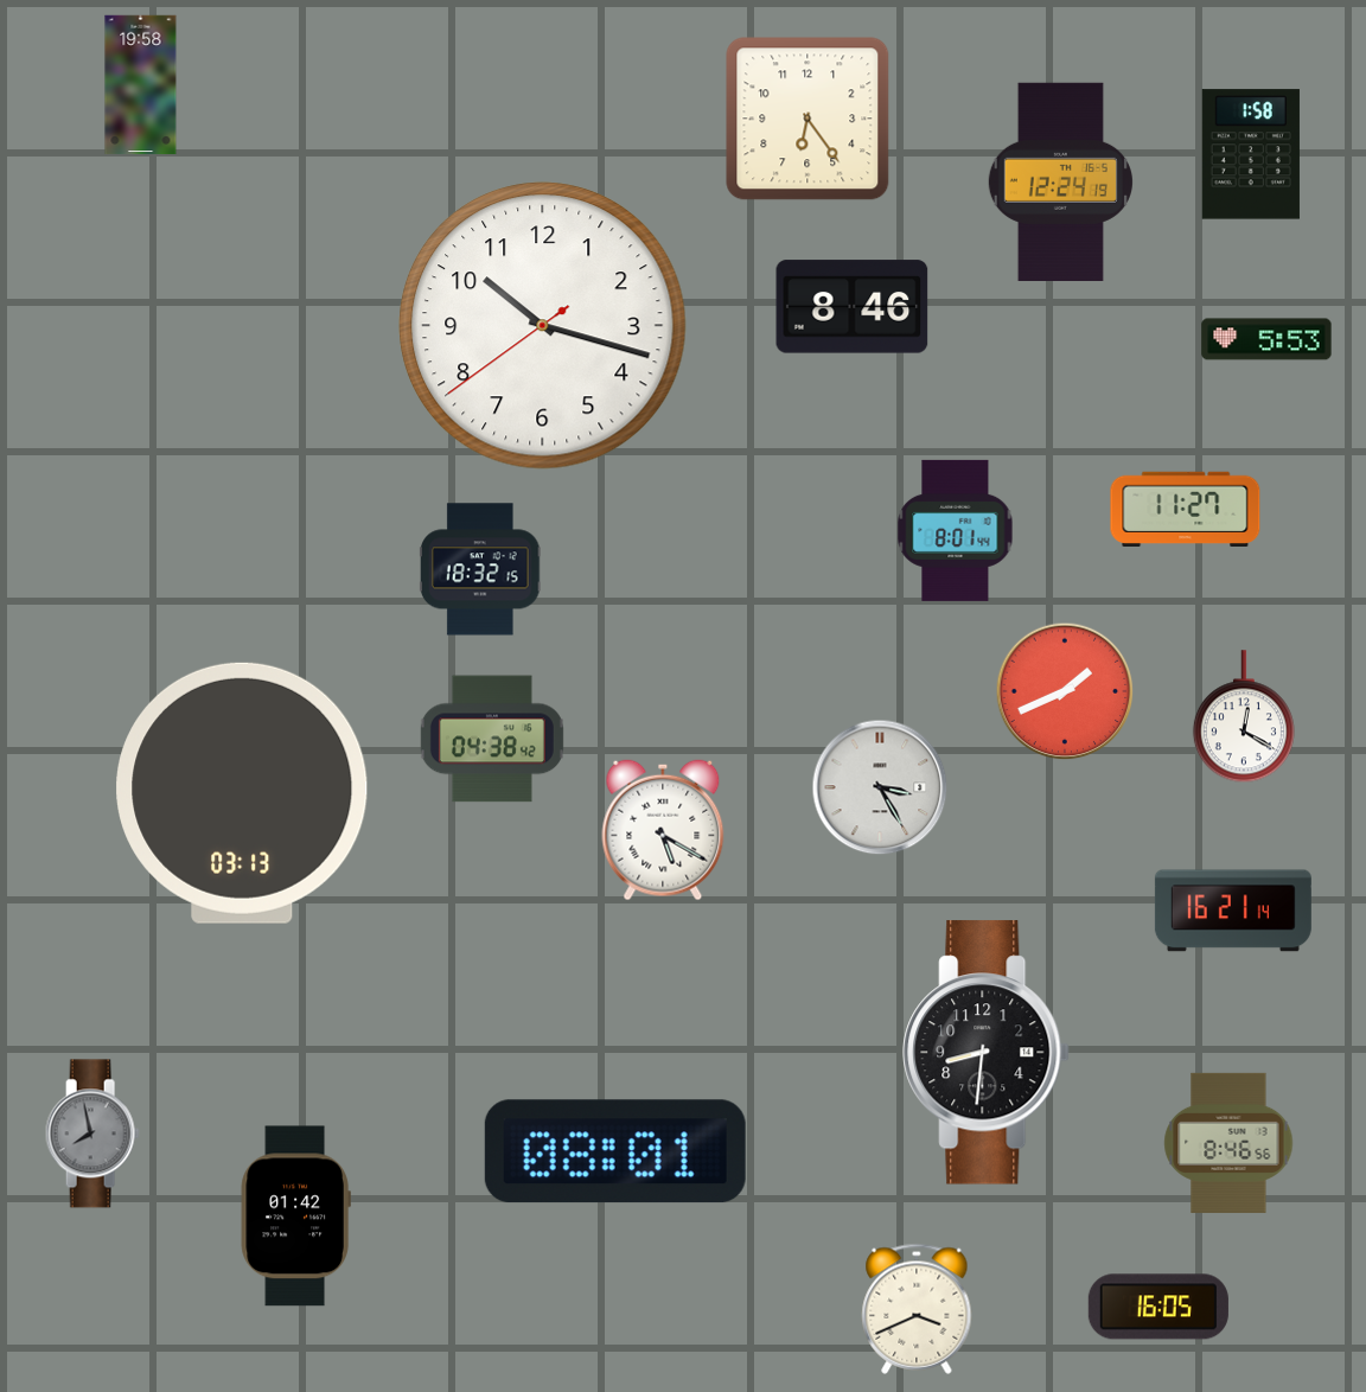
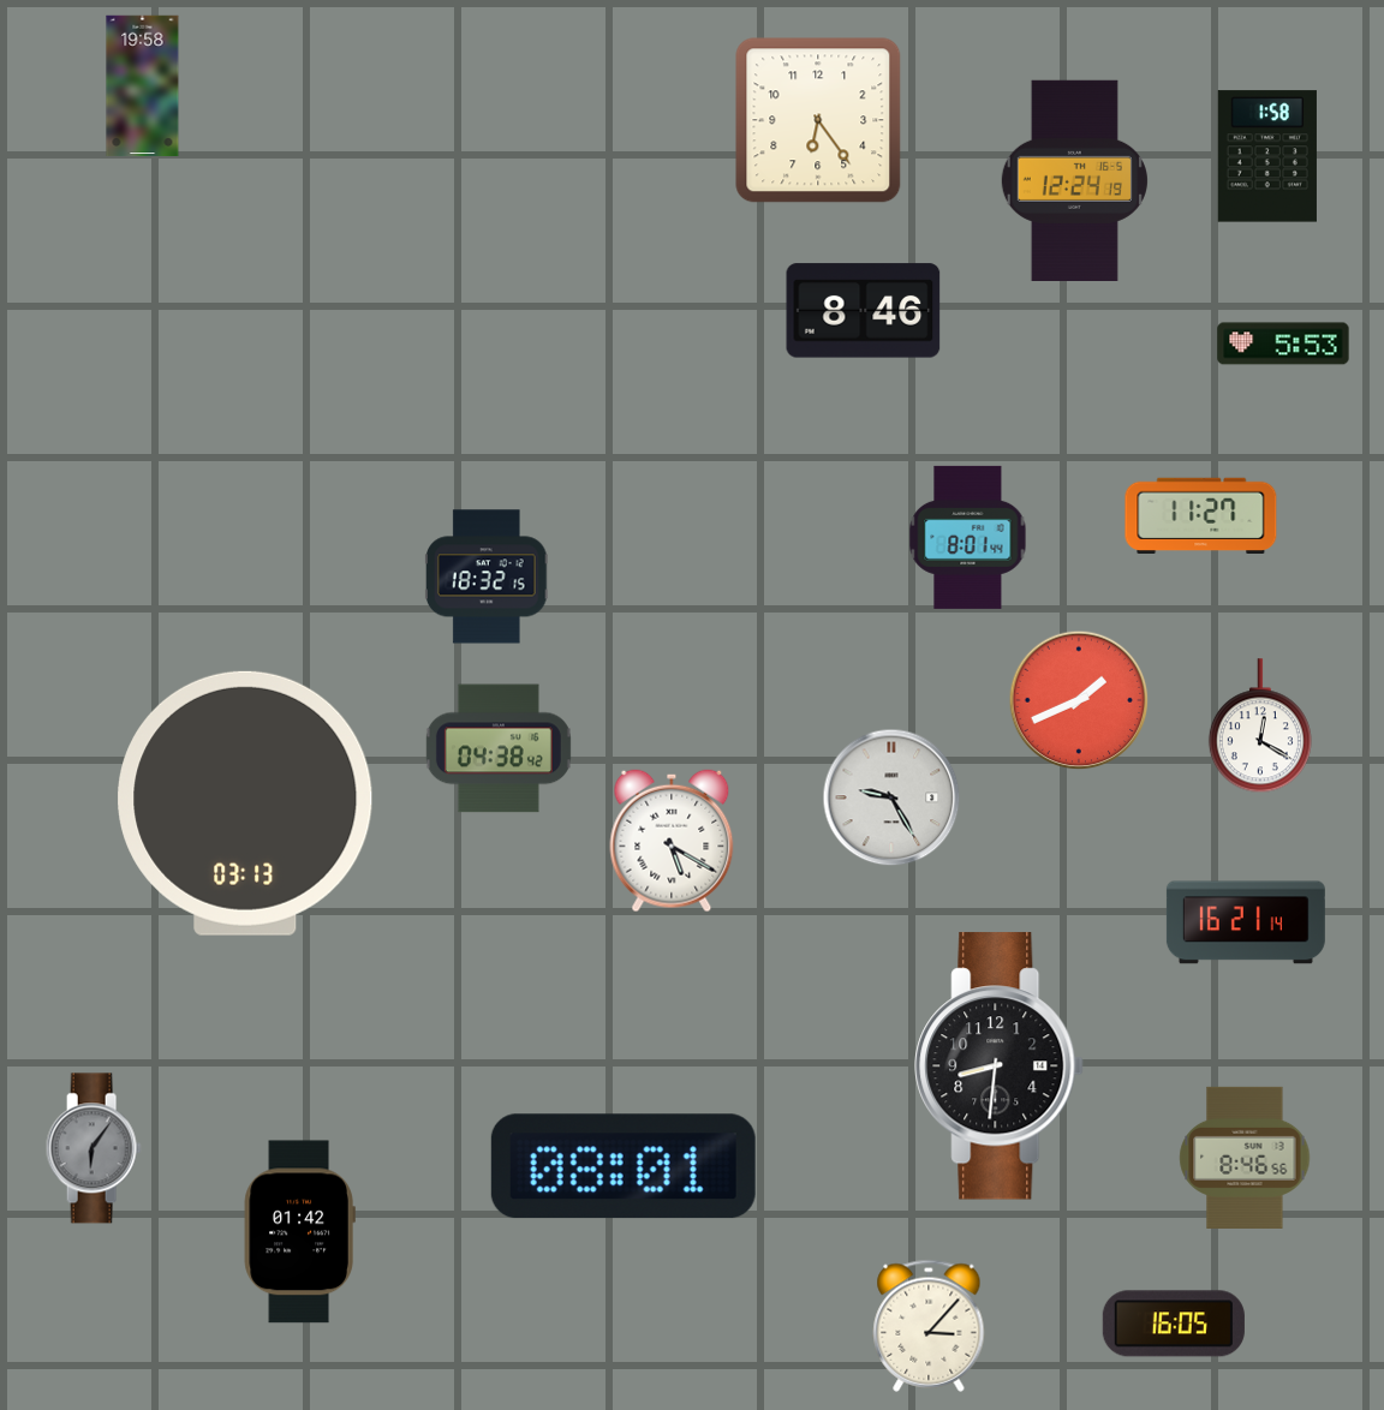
clock at (1060, 181) position: (1060, 181) -> (1074, 180)
clock at (543, 326): 10:17 -> none
clock at (880, 787): 3:25 -> 9:25
clock at (1233, 911) position: (1233, 911) -> (1246, 922)
clock at (92, 1134): 7:58 -> 6:06
clock at (917, 1309): 3:41 -> 3:07
